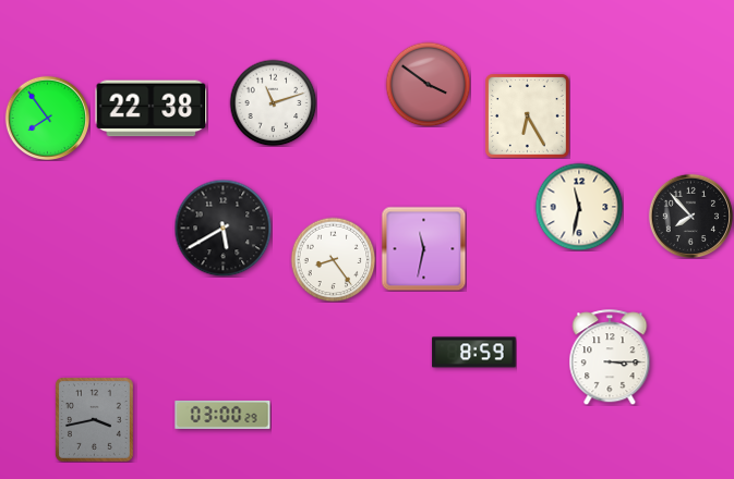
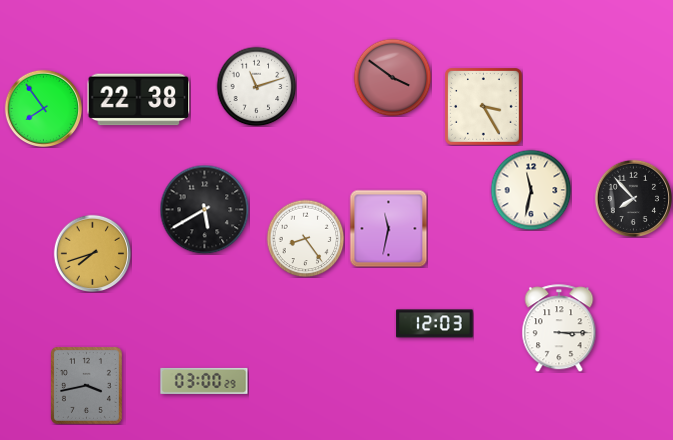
clock at (273, 102) position: (273, 102) -> (256, 86)
clock at (528, 116): 6:25 -> 3:25
clock at (92, 253): none -> 7:42
clock at (474, 353): 8:59 -> 12:03
